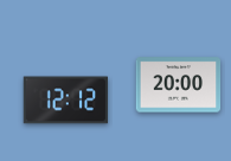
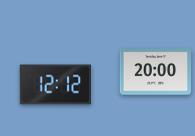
clock at (179, 85) position: (179, 85) -> (156, 72)
